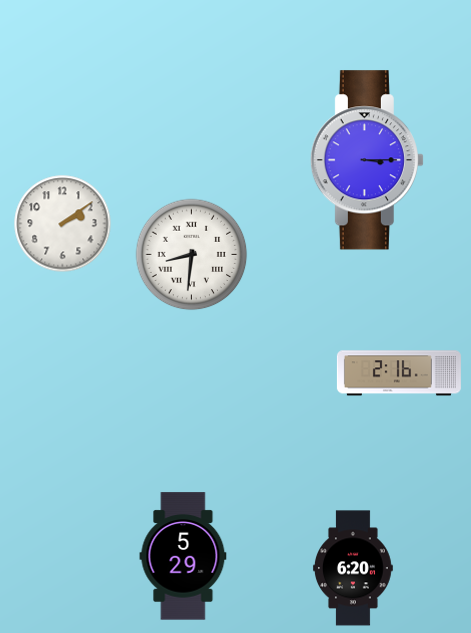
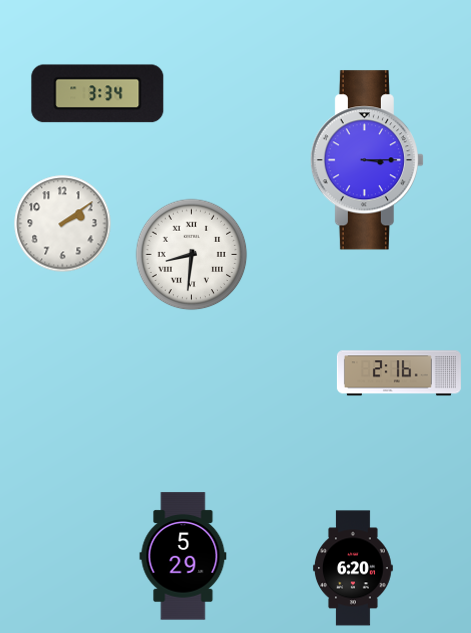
clock at (98, 94): none -> 3:34
